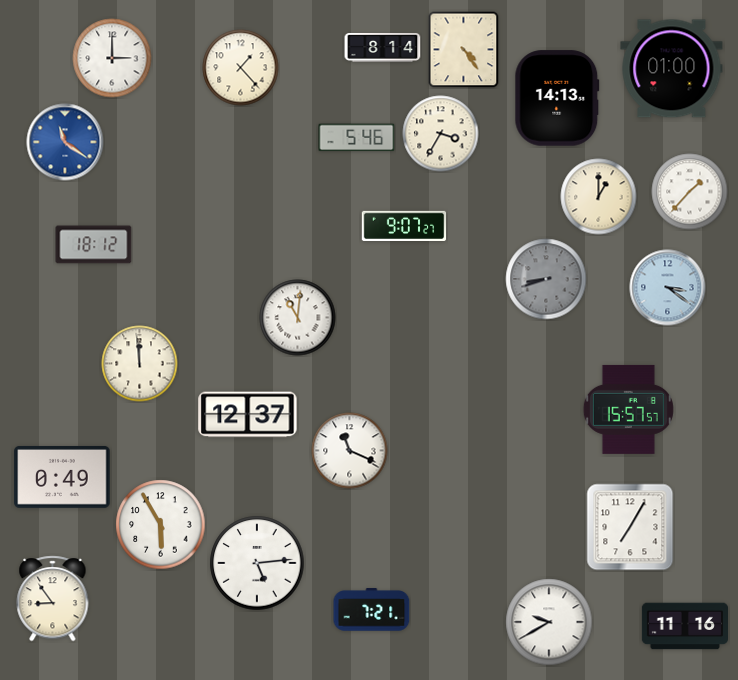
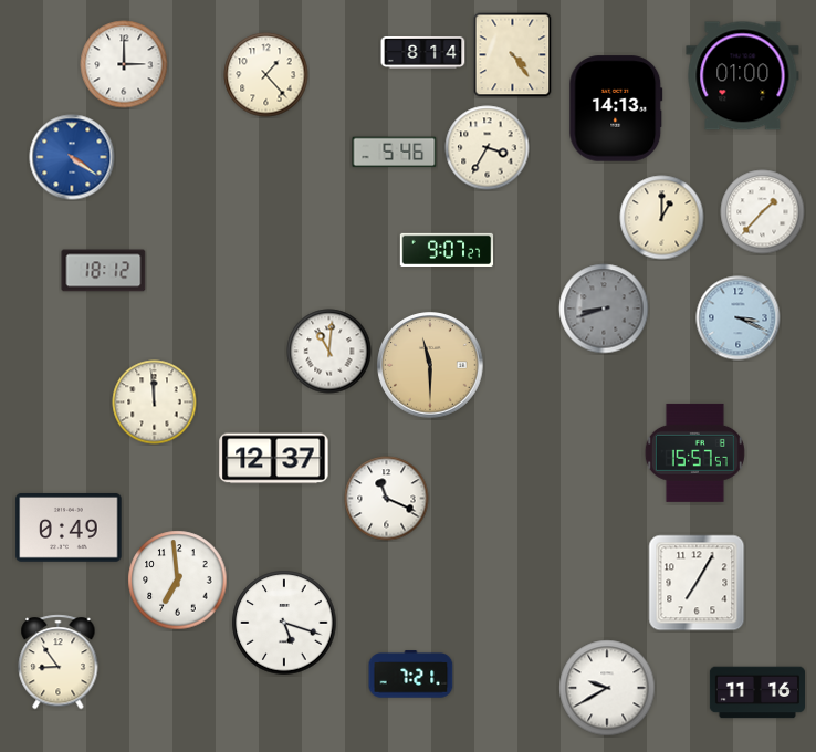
clock at (65, 142): 11:21 -> 4:21
clock at (668, 288): 3:21 -> 3:19
clock at (430, 365): none -> 11:30
clock at (161, 525): 5:55 -> 6:59
clock at (257, 563): 5:14 -> 5:18
